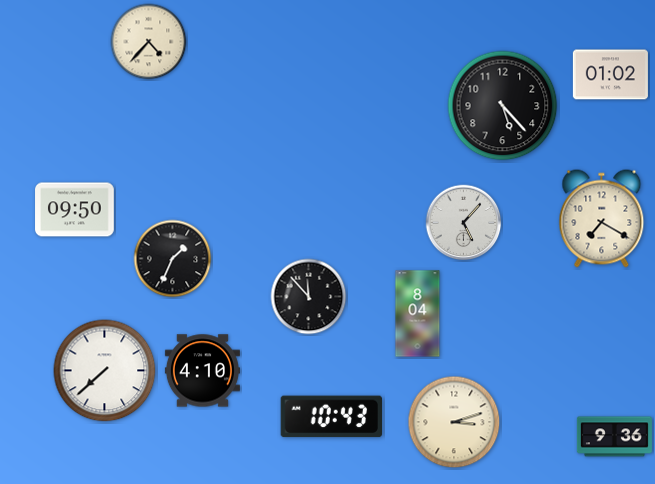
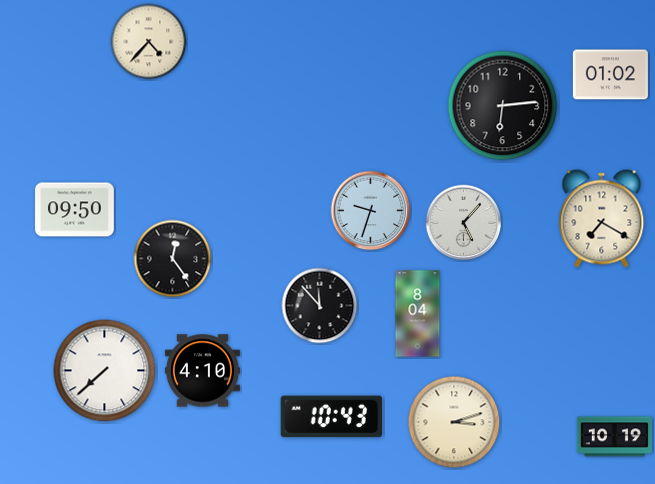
clock at (503, 106): 5:23 -> 6:14
clock at (371, 211): none -> 9:33
clock at (173, 259): 1:34 -> 12:24
clock at (309, 297) position: (309, 297) -> (320, 306)
clock at (614, 437): 9:36 -> 10:19
